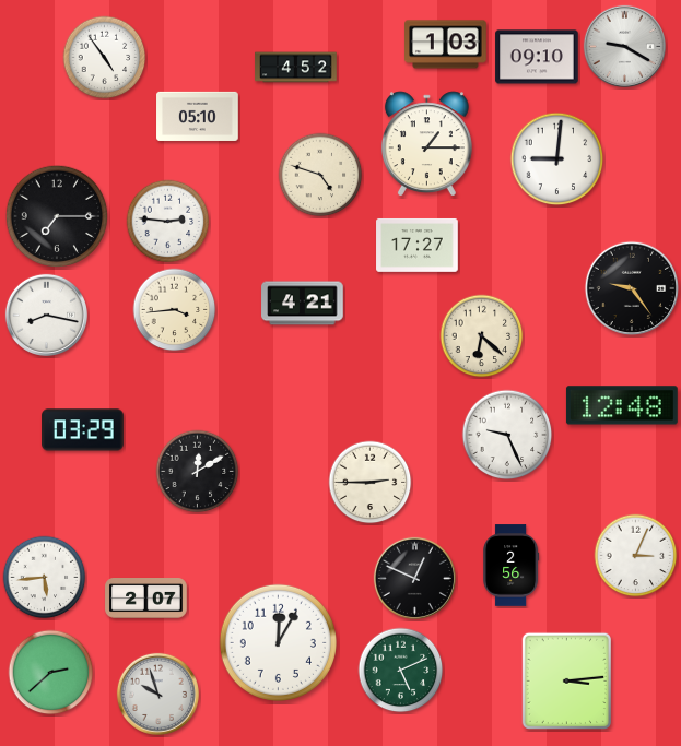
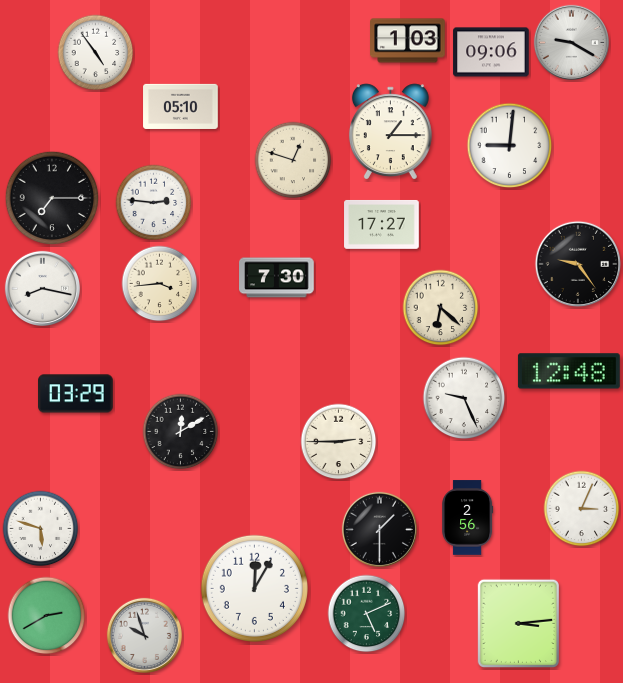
clock at (537, 57): 09:10 -> 09:06
clock at (296, 68): 4:52 -> none
clock at (320, 175): 4:48 -> 12:48
clock at (303, 304): 4:21 -> 7:30
clock at (45, 578): 5:44 -> 5:48
clock at (414, 578): 12:49 -> 1:30
clock at (146, 599): 2:07 -> none
clock at (51, 673): 2:38 -> 2:40
